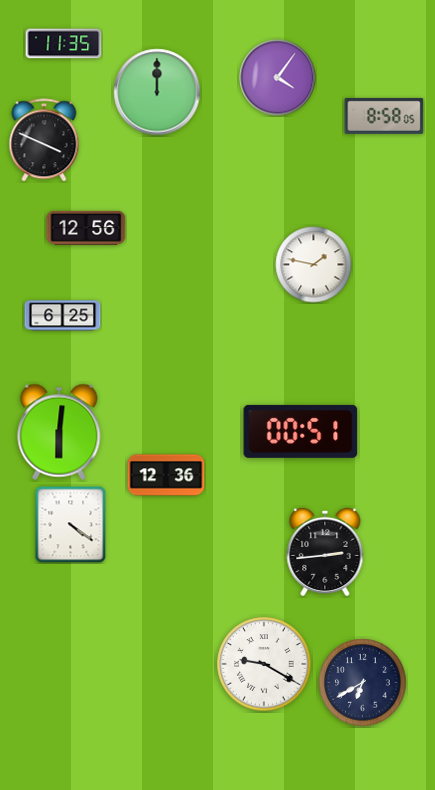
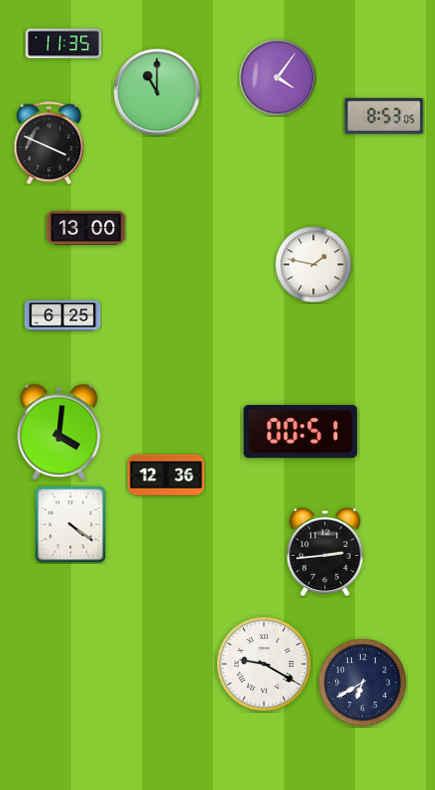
clock at (157, 92): 12:00 -> 11:00
clock at (384, 116): 8:58 -> 8:53
clock at (44, 140) position: (44, 140) -> (49, 143)
clock at (86, 228): 12:56 -> 13:00
clock at (59, 432): 6:01 -> 4:01
